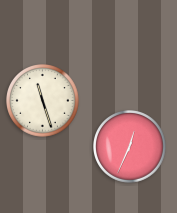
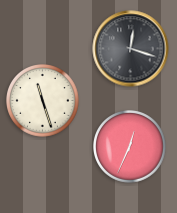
clock at (131, 49): none -> 12:18
